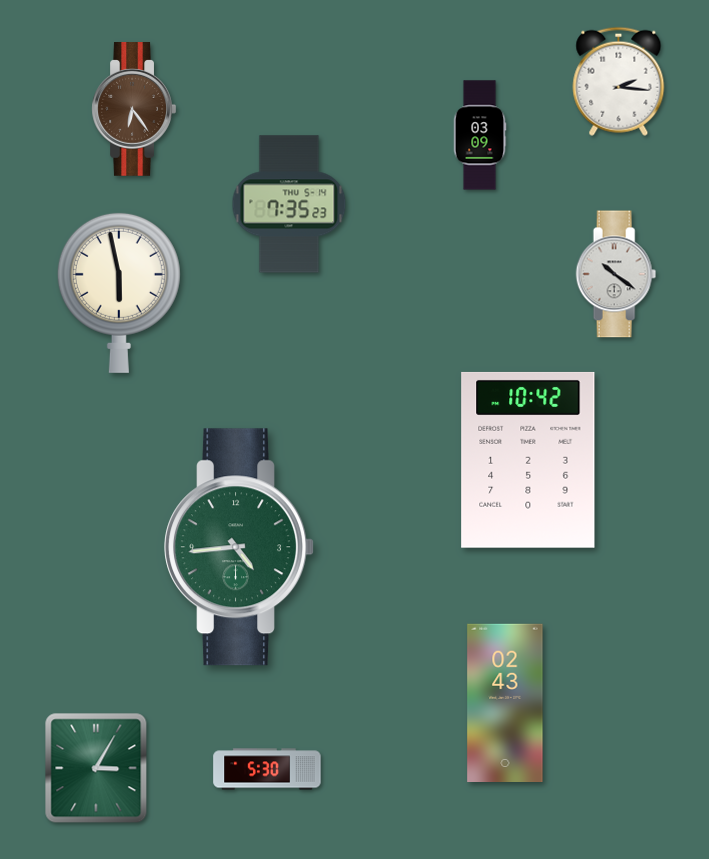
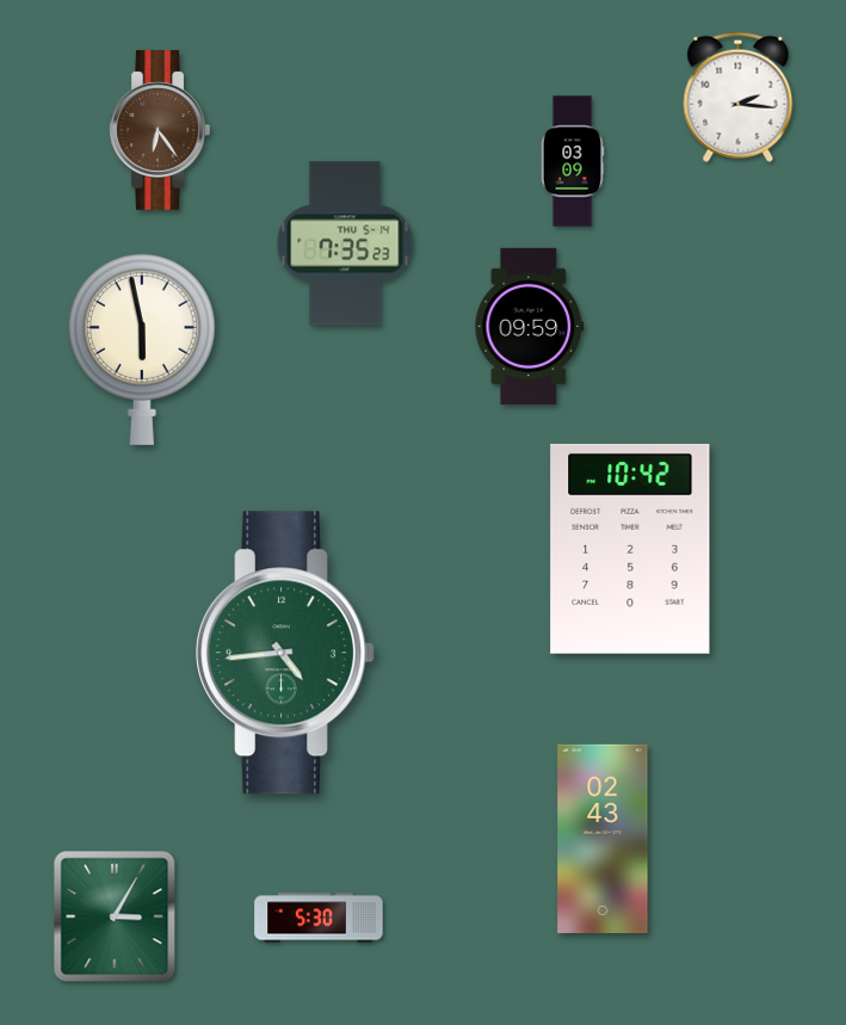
clock at (530, 326): none -> 09:59
clock at (616, 274): 10:21 -> none
